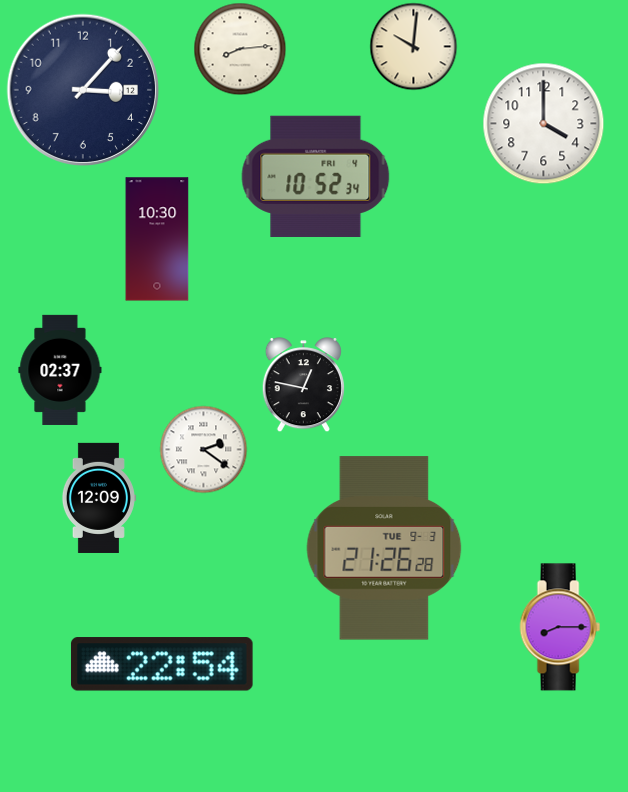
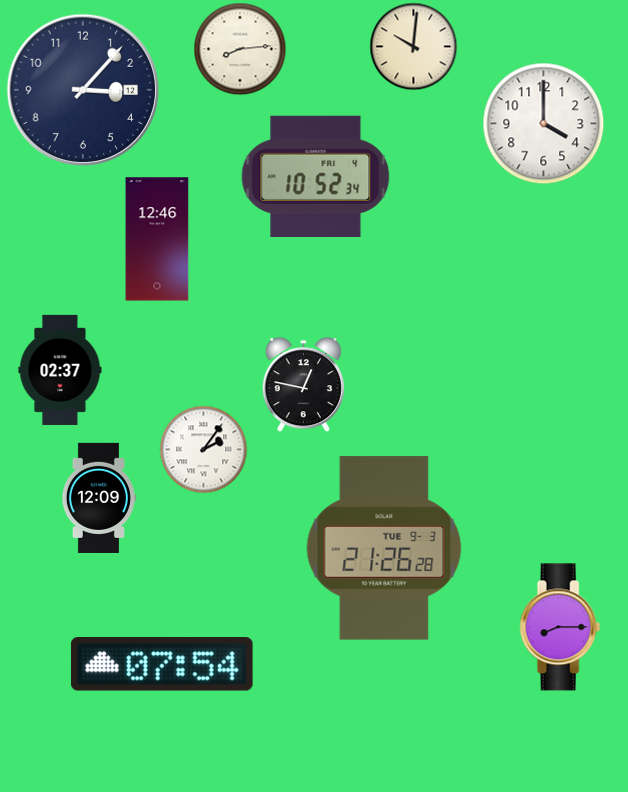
clock at (157, 239): 10:30 -> 12:46
clock at (204, 450): 2:21 -> 2:06
clock at (162, 664): 22:54 -> 07:54
